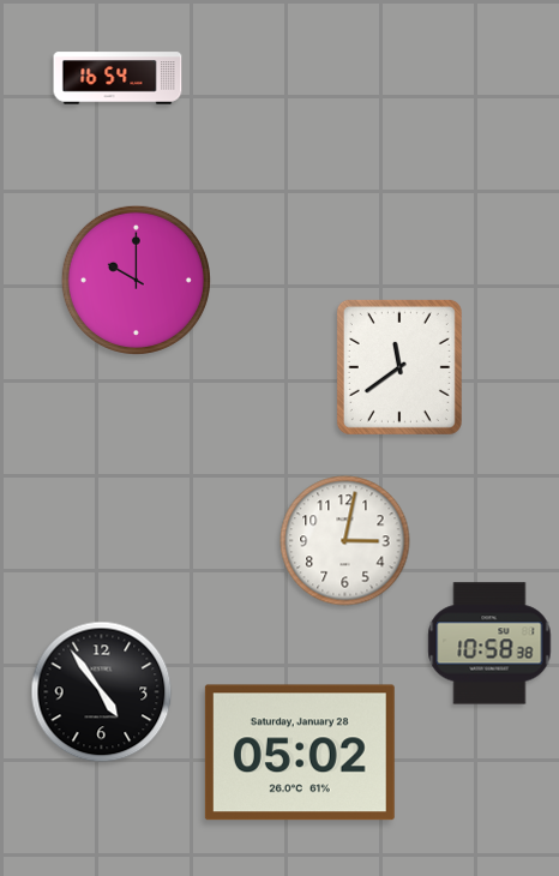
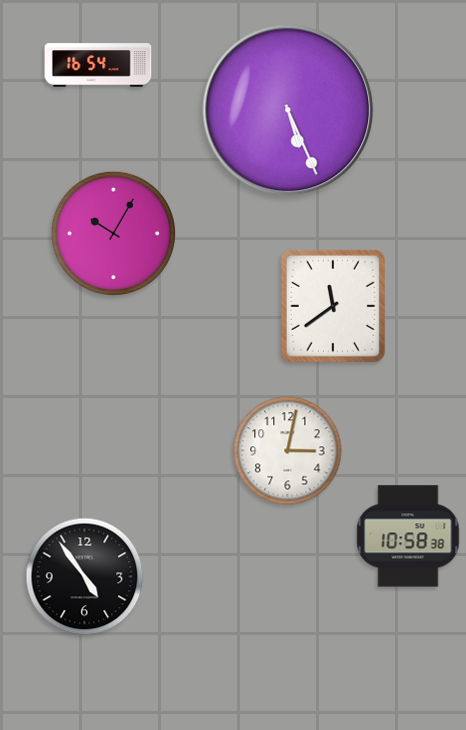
clock at (288, 110): none -> 5:26
clock at (136, 280): 10:00 -> 10:05
clock at (300, 752): 05:02 -> none
